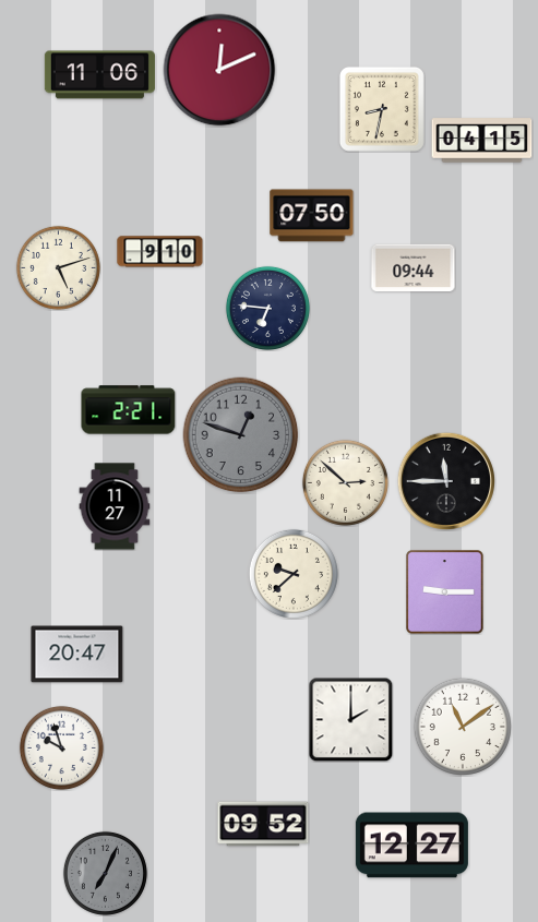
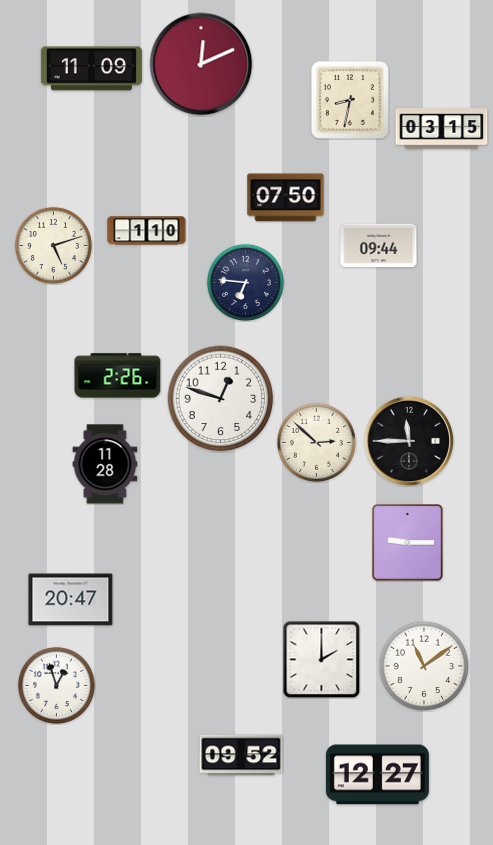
clock at (99, 75): 11:06 -> 11:09
clock at (482, 141): 04:15 -> 03:15
clock at (160, 252): 9:10 -> 1:10
clock at (129, 410): 2:21 -> 2:26
clock at (241, 435) dial: grey -> white
clock at (115, 506): 11:27 -> 11:28
clock at (294, 574): 9:38 -> none
clock at (61, 747): 9:57 -> 12:57
clock at (105, 873): 7:04 -> none
